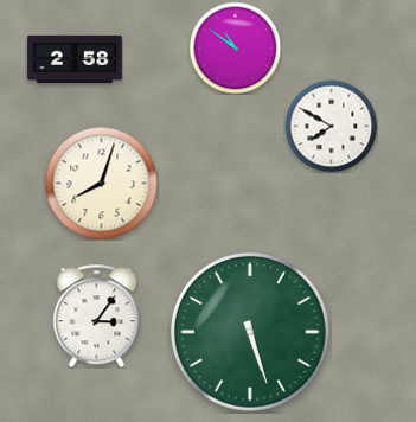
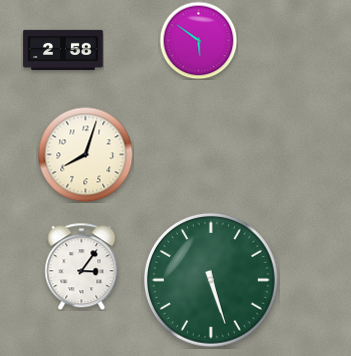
clock at (235, 47): 10:51 -> 5:51
clock at (331, 126): 7:50 -> none
